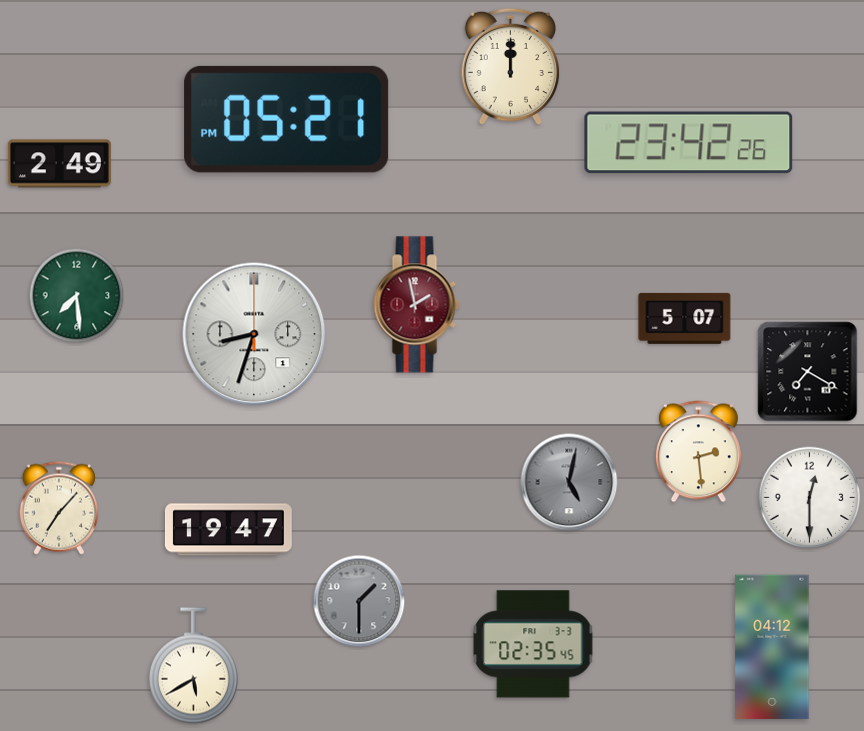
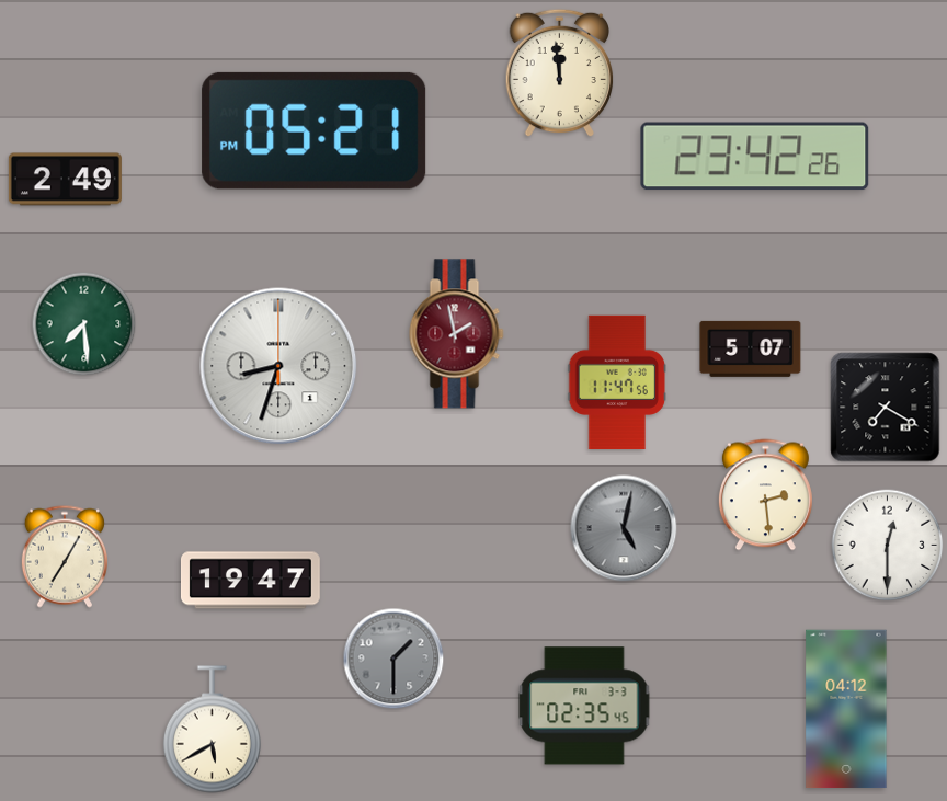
clock at (511, 67): 12:00 -> 11:59
clock at (617, 382): none -> 11:47
clock at (59, 508): 7:07 -> 7:05
